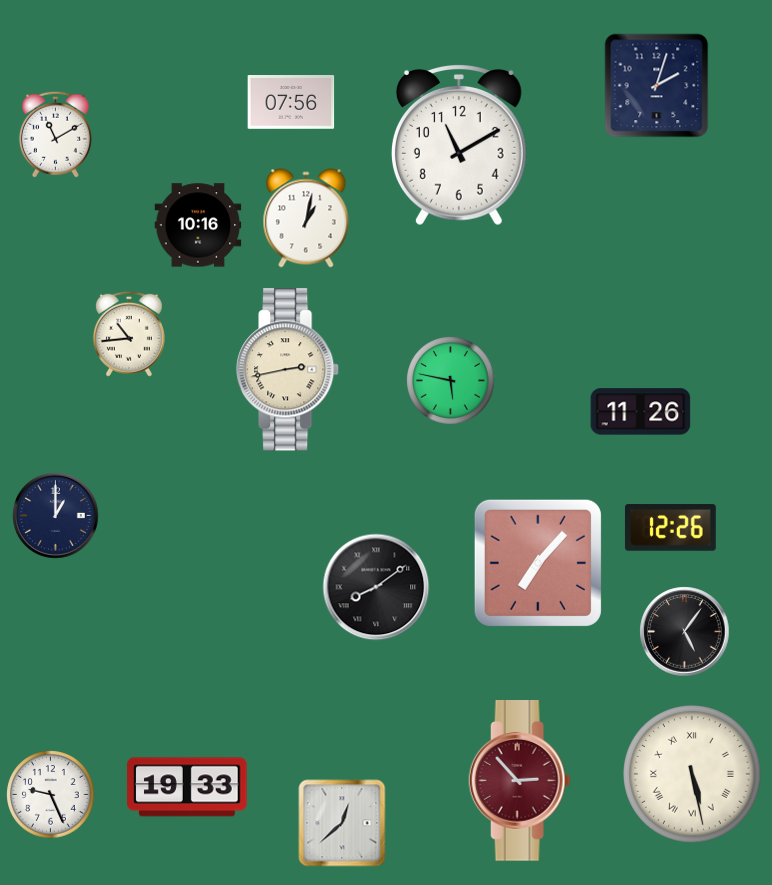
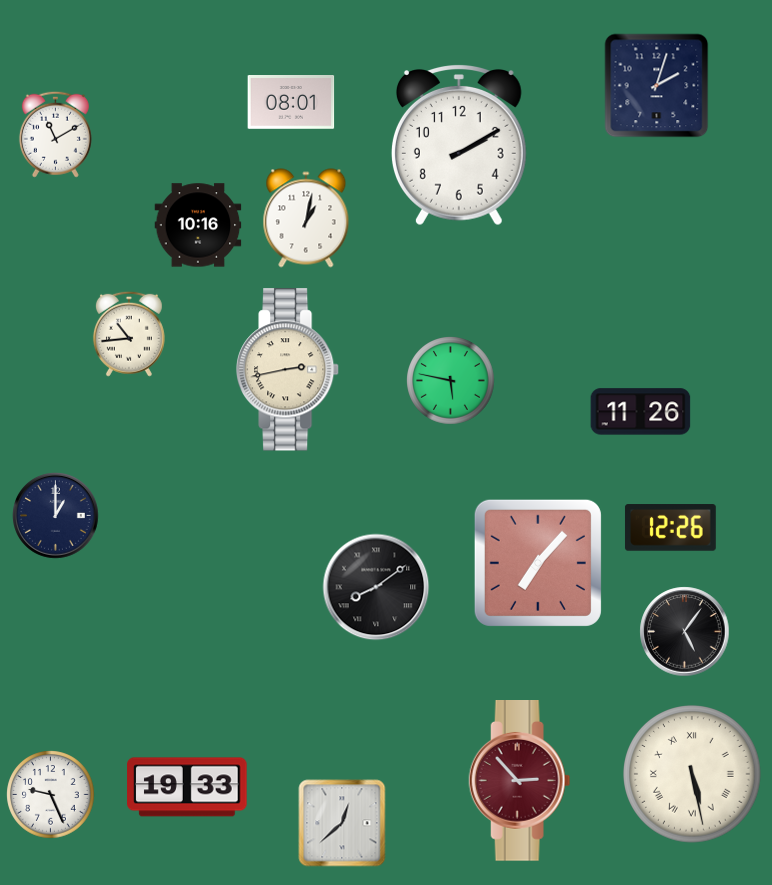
clock at (291, 103): 07:56 -> 08:01
clock at (459, 146): 11:10 -> 2:10
